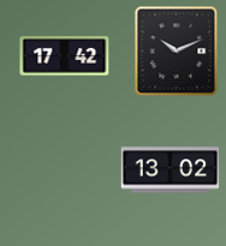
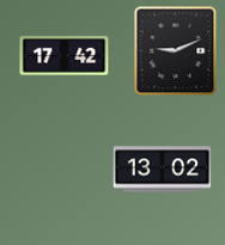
clock at (177, 52): 10:11 -> 9:11
clock at (171, 170) position: (171, 170) -> (163, 170)
